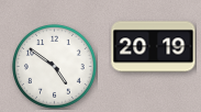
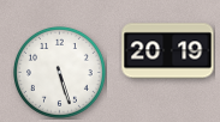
clock at (54, 66): 4:51 -> 5:27
